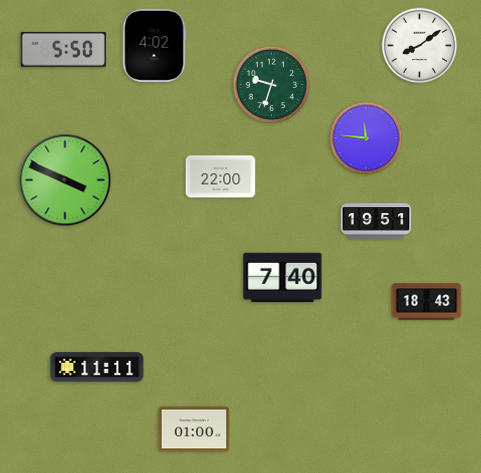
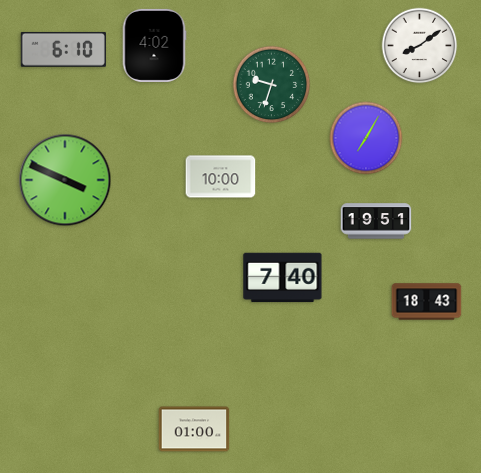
clock at (63, 49): 5:50 -> 6:10
clock at (366, 138): 11:46 -> 7:05
clock at (221, 177): 22:00 -> 10:00
clock at (97, 367): 11:11 -> none
